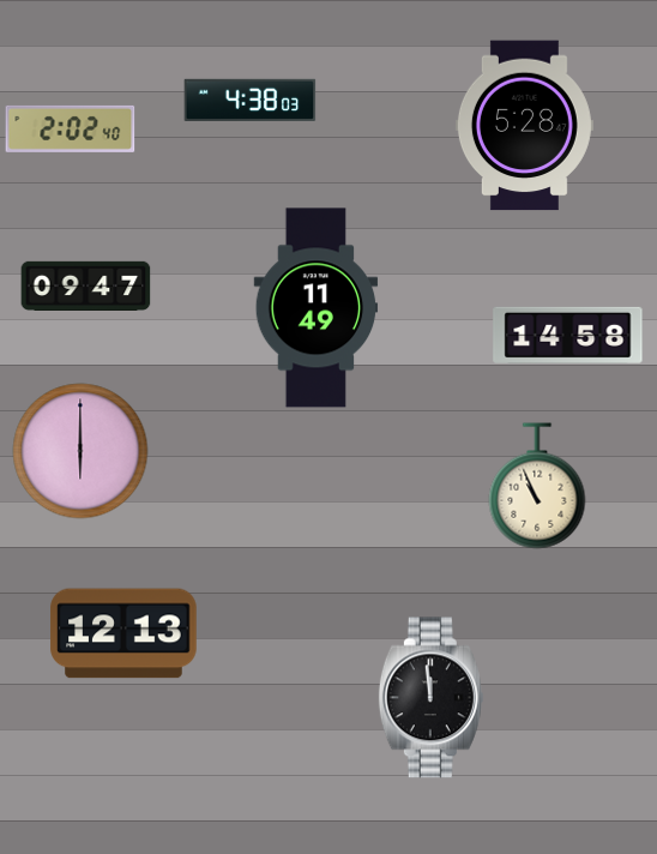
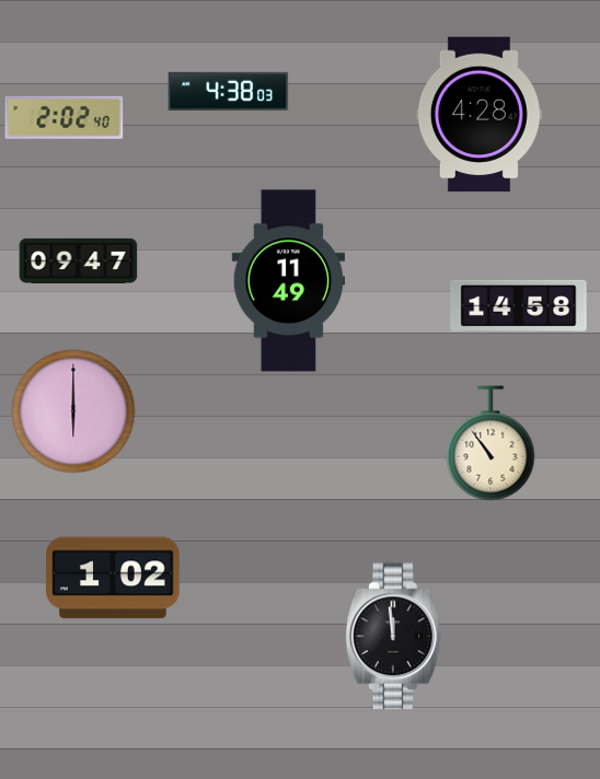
clock at (524, 126): 5:28 -> 4:28
clock at (537, 486): 10:56 -> 10:54
clock at (123, 633): 12:13 -> 1:02
